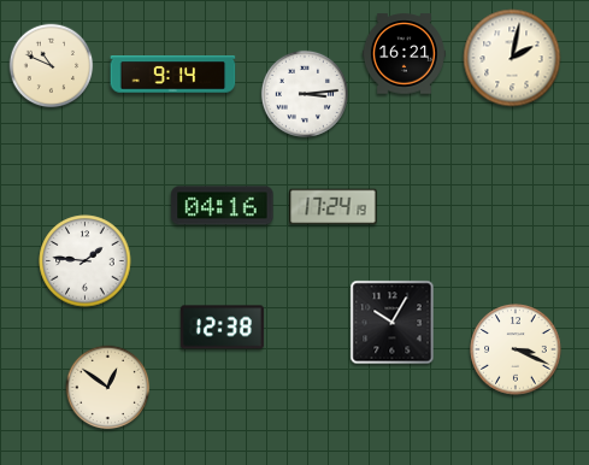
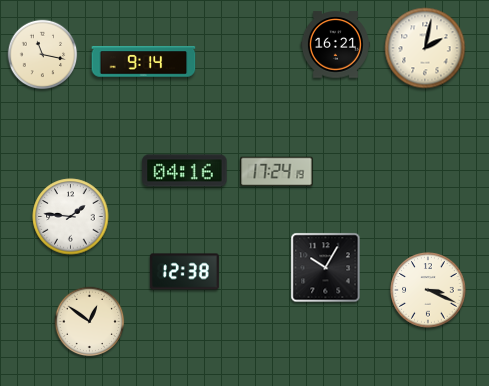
clock at (52, 66): 10:49 -> 11:17
clock at (305, 94): 3:14 -> none
